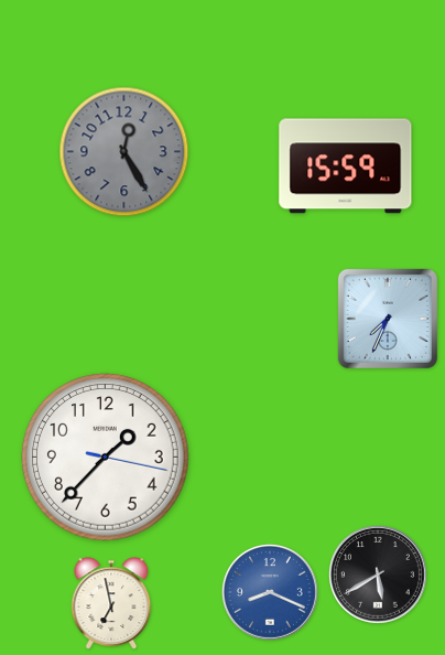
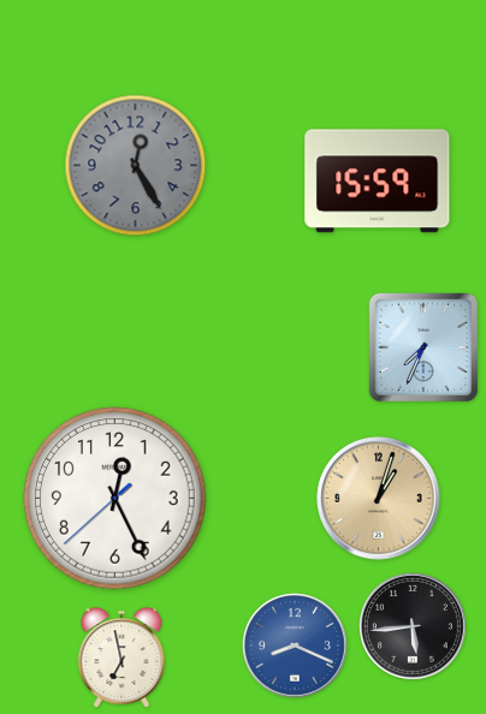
clock at (106, 458): 1:37 -> 12:25
clock at (379, 499): none -> 1:03
clock at (379, 576): 5:40 -> 5:44
